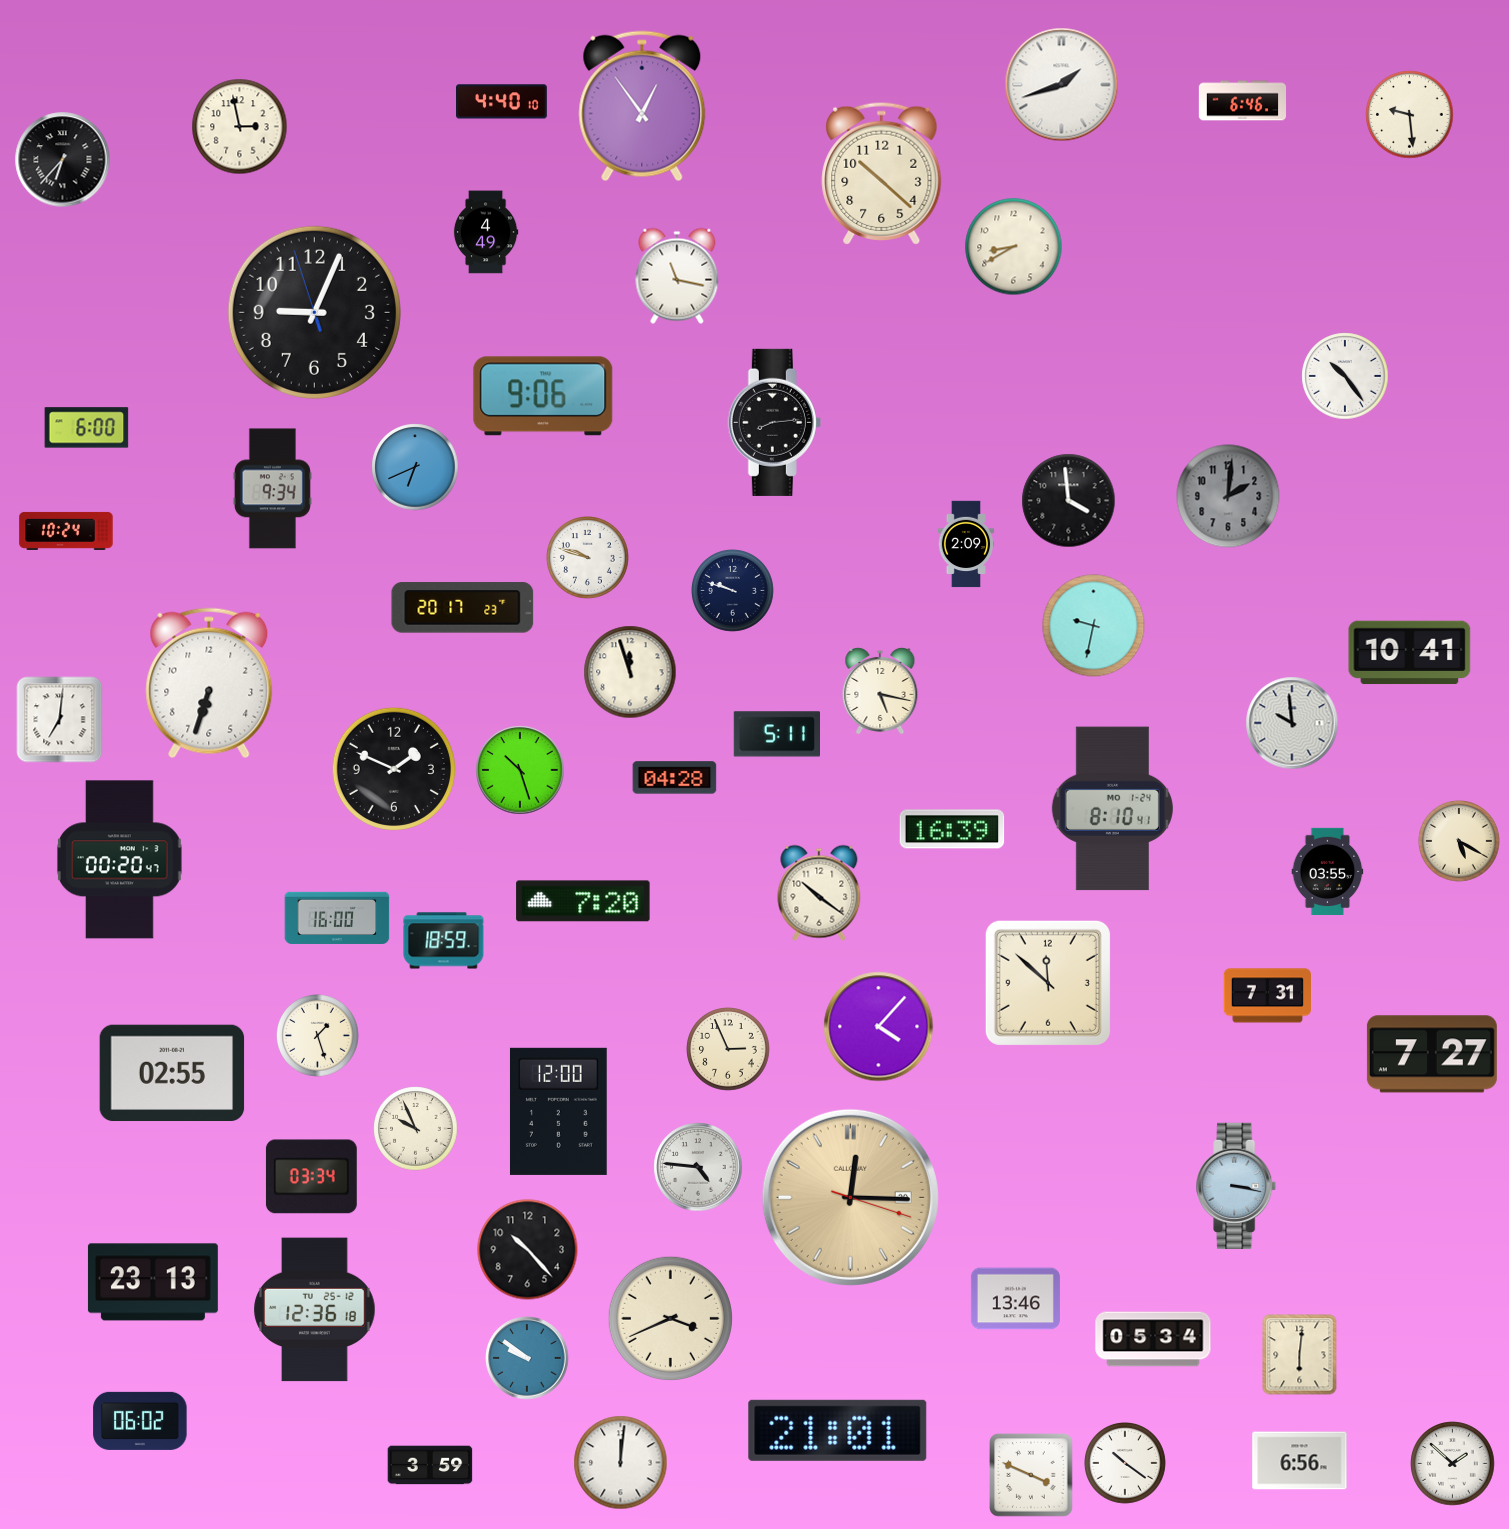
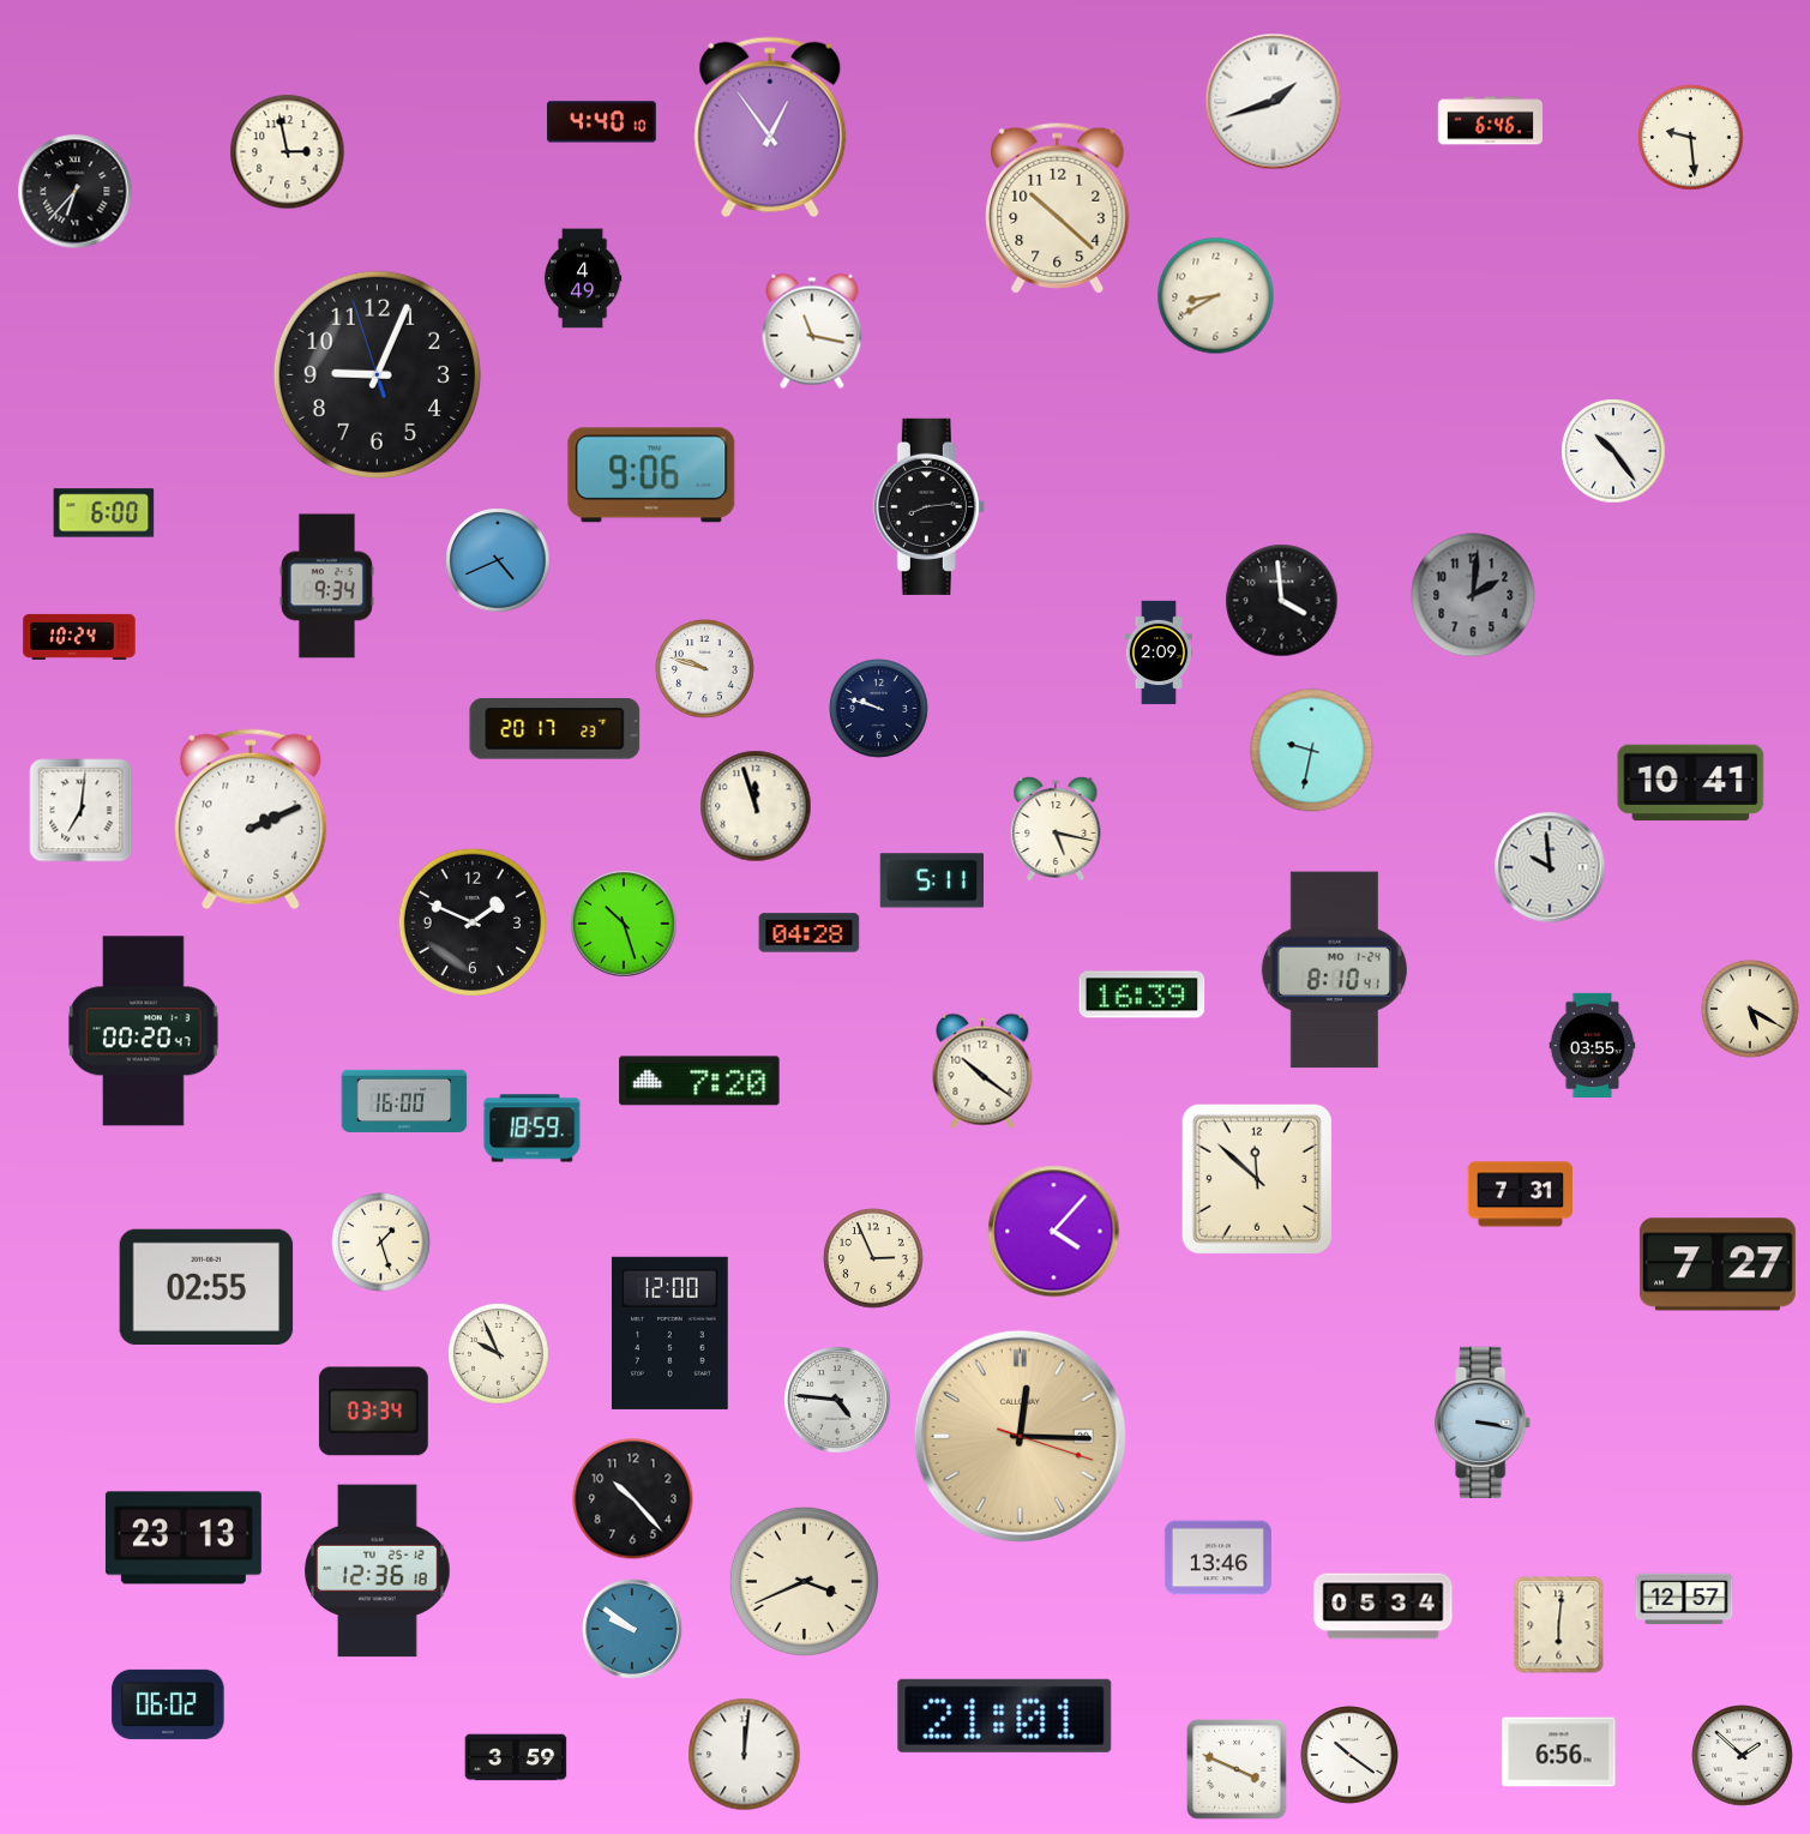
clock at (415, 467): 6:41 -> 4:41
clock at (209, 683): 6:33 -> 2:11
clock at (60, 720) position: (60, 720) -> (82, 811)
clock at (1684, 1599): none -> 12:57
